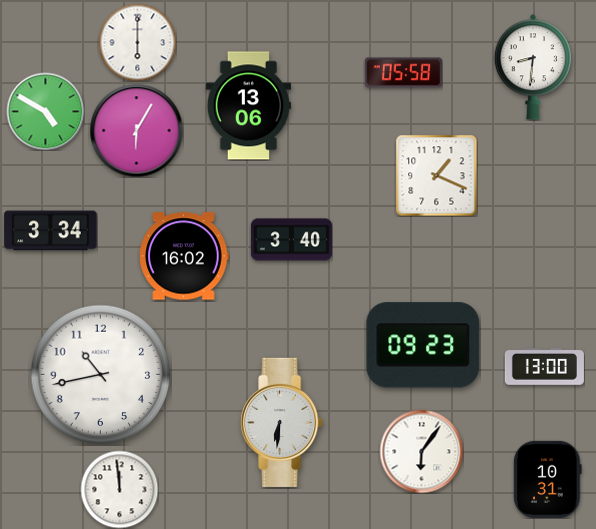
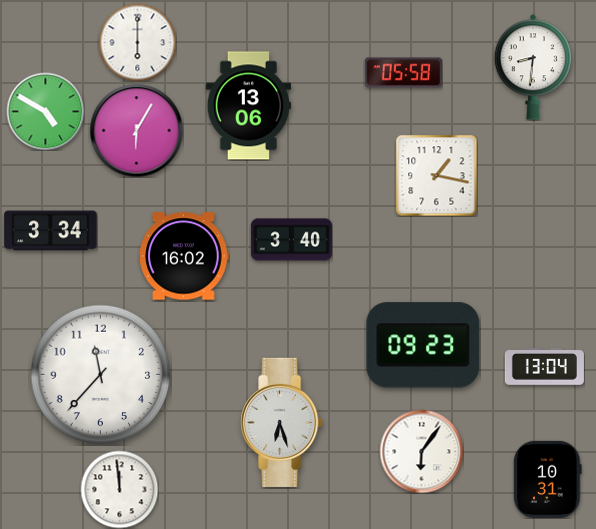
clock at (436, 175): 1:19 -> 1:17
clock at (544, 366): 13:00 -> 13:04
clock at (101, 375): 10:43 -> 11:37
clock at (282, 422): 6:31 -> 6:27
